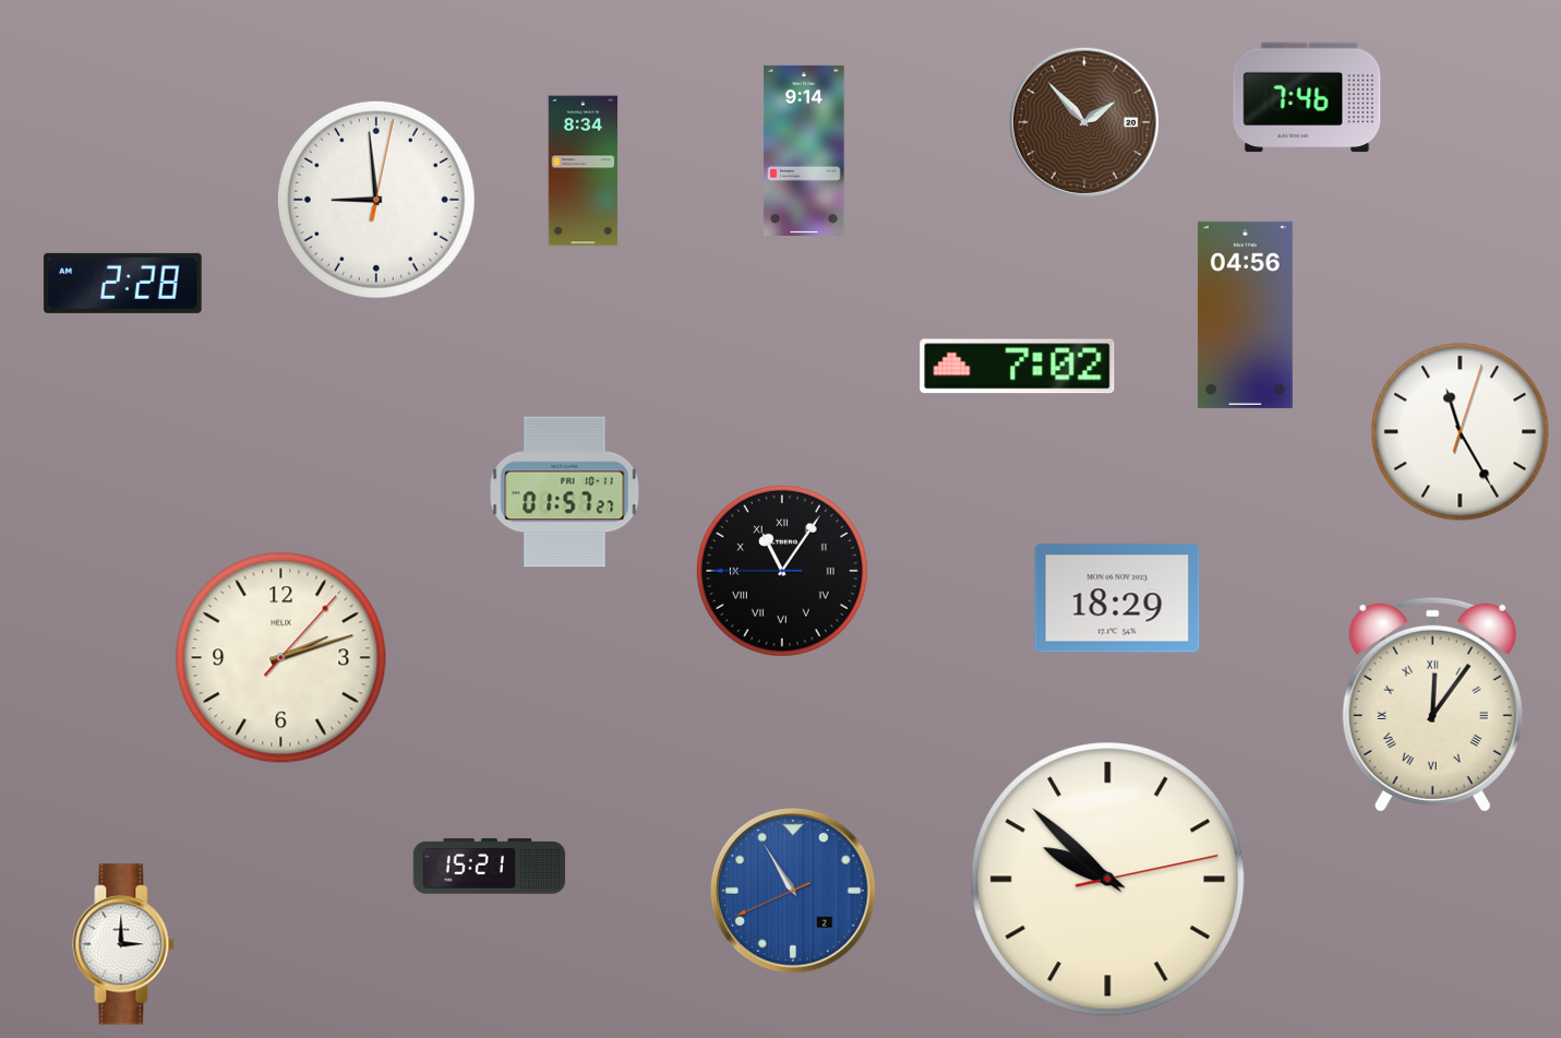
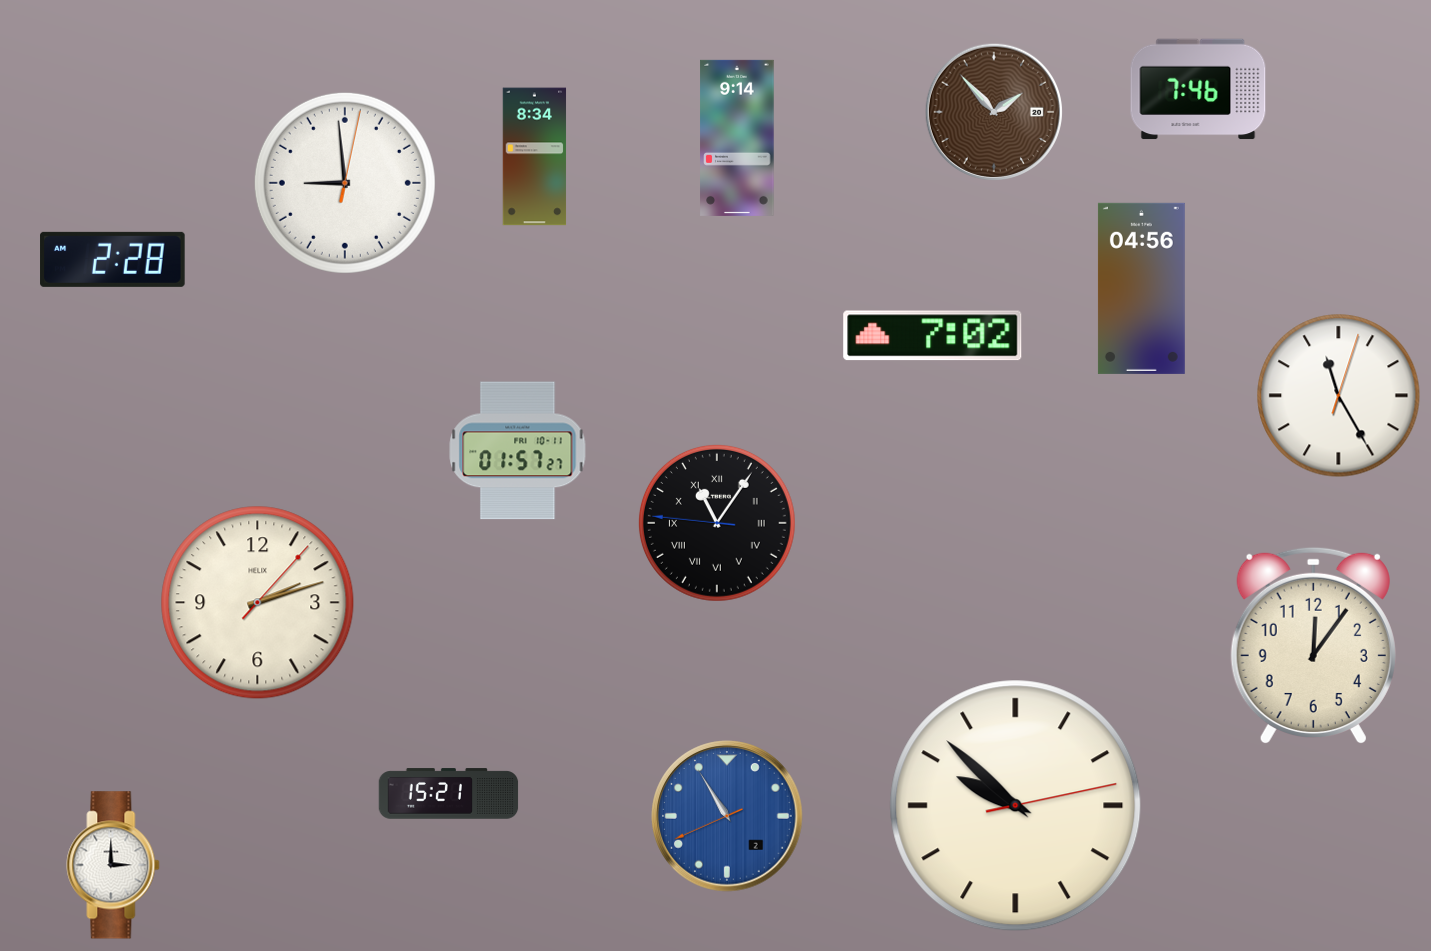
clock at (782, 571): 11:05:45 -> 11:05:46
clock at (1117, 598): 18:29 -> none
clock at (1432, 705) numerals: Roman -> Arabic
